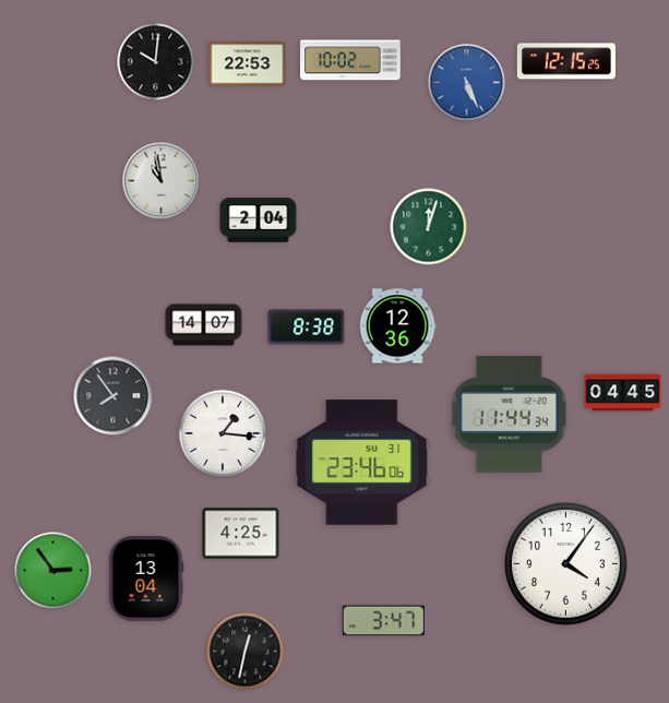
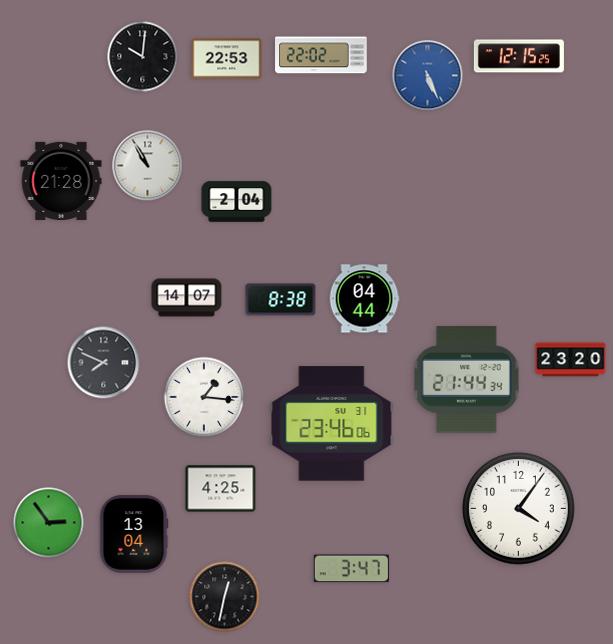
clock at (350, 60): 10:02 -> 22:02
clock at (162, 181): 10:58 -> 10:55
clock at (61, 181): none -> 21:28
clock at (429, 227): 12:03 -> none
clock at (397, 326): 12:36 -> 04:44
clock at (623, 393): 04:45 -> 23:20
clock at (114, 396): 7:54 -> 7:49
clock at (510, 415): 11:44 -> 21:44
clock at (565, 563) position: (565, 563) -> (518, 508)
clock at (146, 579) position: (146, 579) -> (134, 534)
